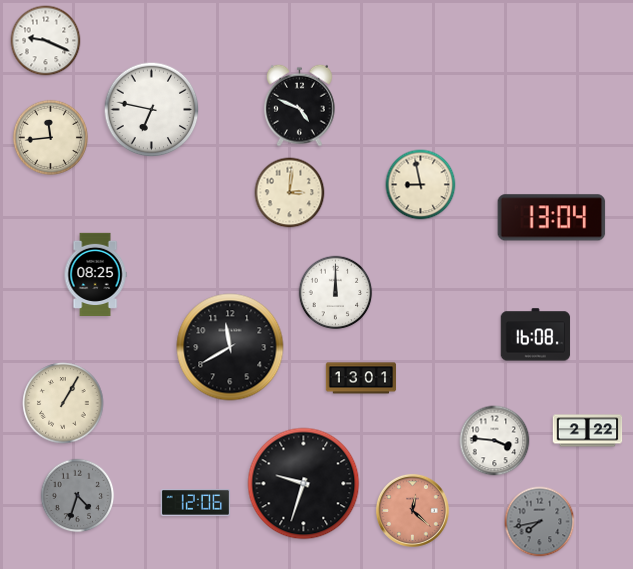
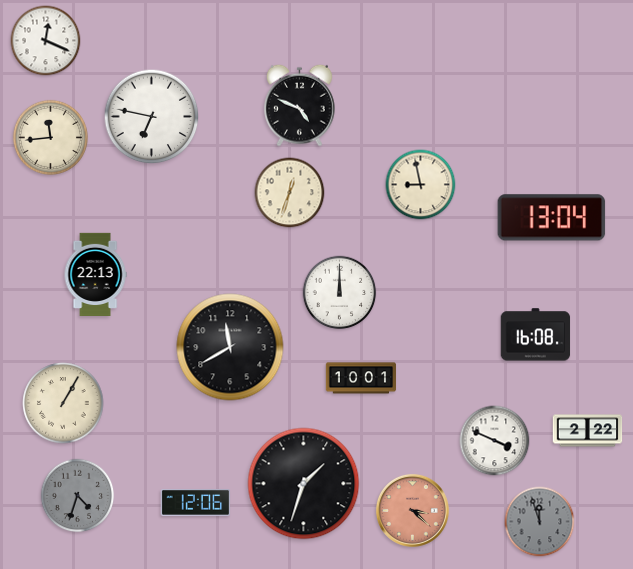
clock at (46, 41): 9:19 -> 12:19
clock at (152, 110) position: (152, 110) -> (152, 117)
clock at (290, 193): 3:01 -> 12:33
clock at (95, 274): 08:25 -> 22:13
clock at (336, 293) position: (336, 293) -> (340, 293)
clock at (360, 378): 13:01 -> 10:01
clock at (495, 441): 3:46 -> 3:49
clock at (304, 484): 9:33 -> 1:33
clock at (412, 510): 12:22 -> 3:22
clock at (540, 522): 7:43 -> 11:57
